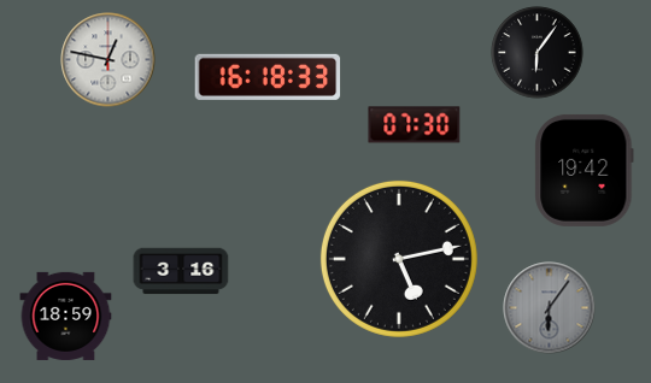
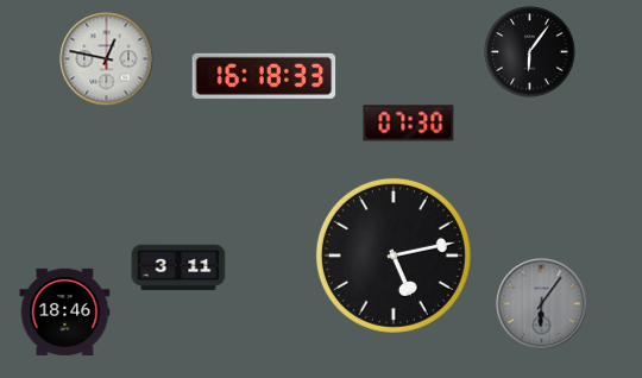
clock at (585, 170): 19:42 -> none
clock at (181, 271): 3:16 -> 3:11
clock at (66, 316): 18:59 -> 18:46
